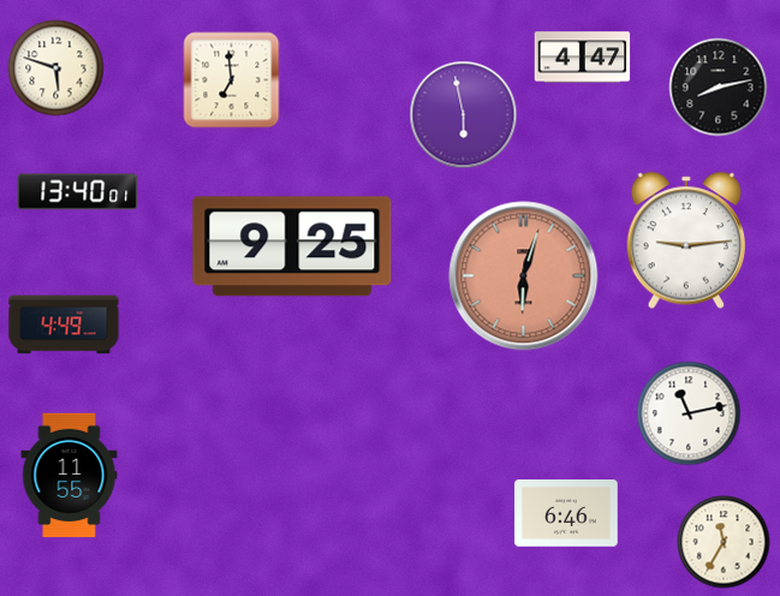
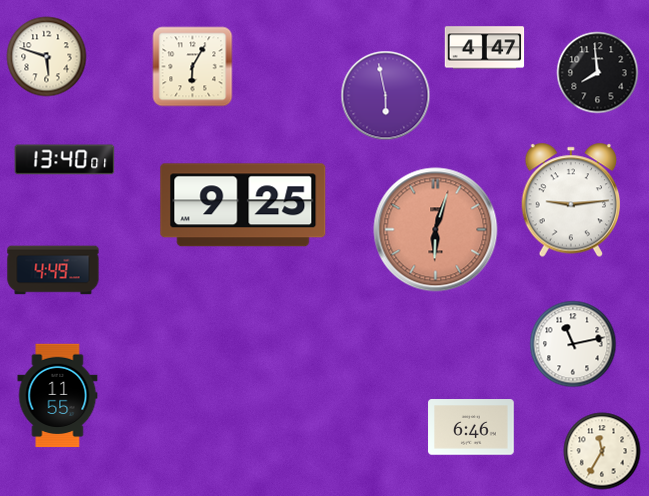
clock at (232, 81): 6:59 -> 6:05
clock at (719, 88): 8:13 -> 7:59
